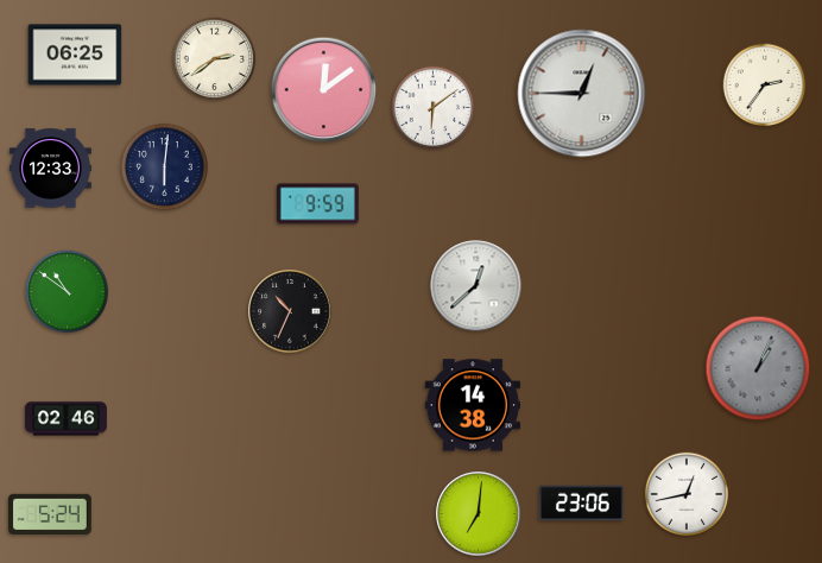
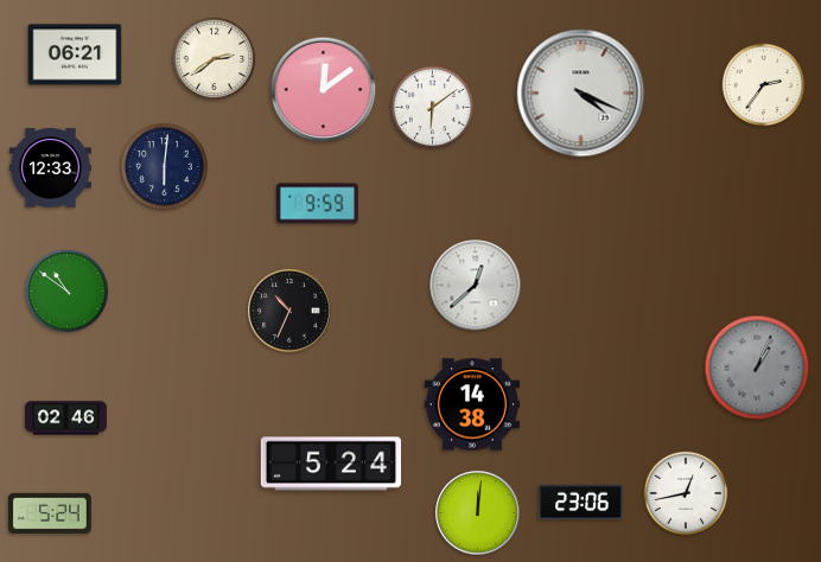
clock at (75, 55): 06:25 -> 06:21
clock at (582, 94): 12:45 -> 4:19
clock at (331, 464): none -> 5:24
clock at (479, 514): 7:01 -> 12:01
